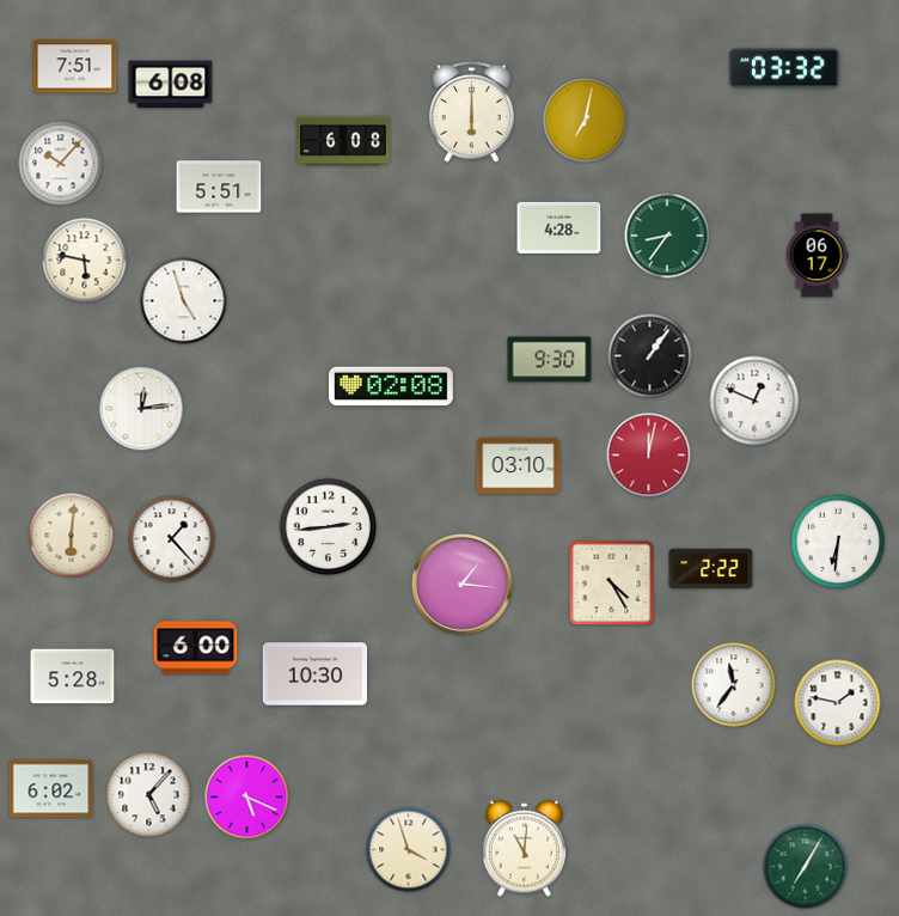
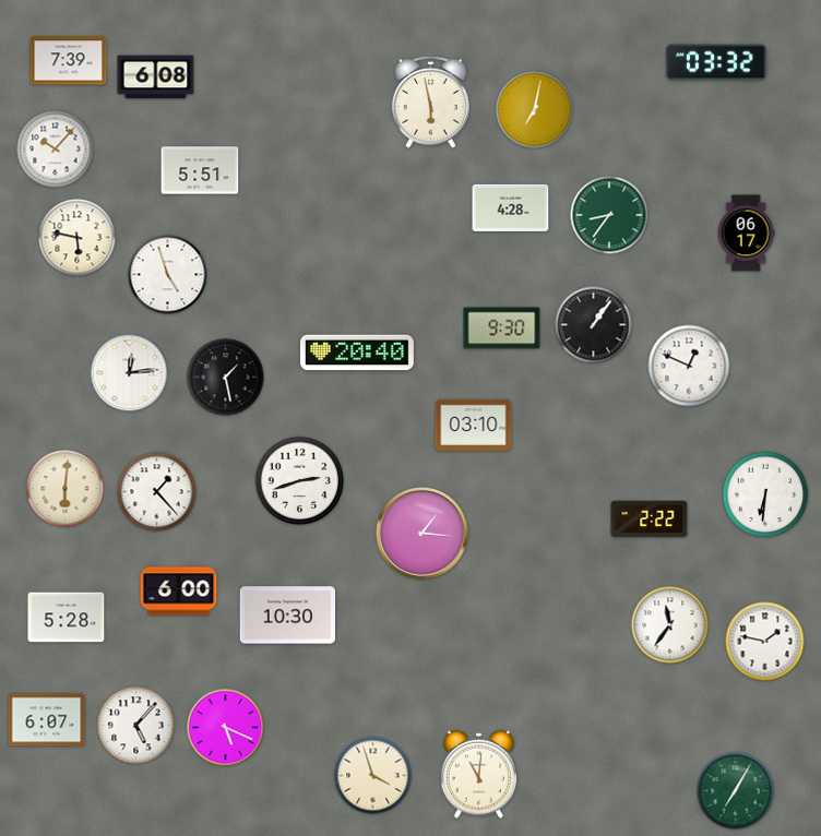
clock at (75, 67): 7:51 -> 7:39
clock at (472, 111): 6:00 -> 5:58
clock at (343, 141): 6:08 -> none
clock at (392, 386): 02:08 -> 20:40
clock at (226, 378): none -> 1:28
clock at (649, 456): 12:02 -> none
clock at (329, 527): 2:44 -> 2:42
clock at (612, 584): 4:25 -> none
clock at (51, 789): 6:02 -> 6:07
